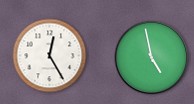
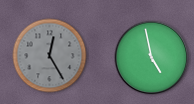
clock at (50, 56) dial: white -> grey
